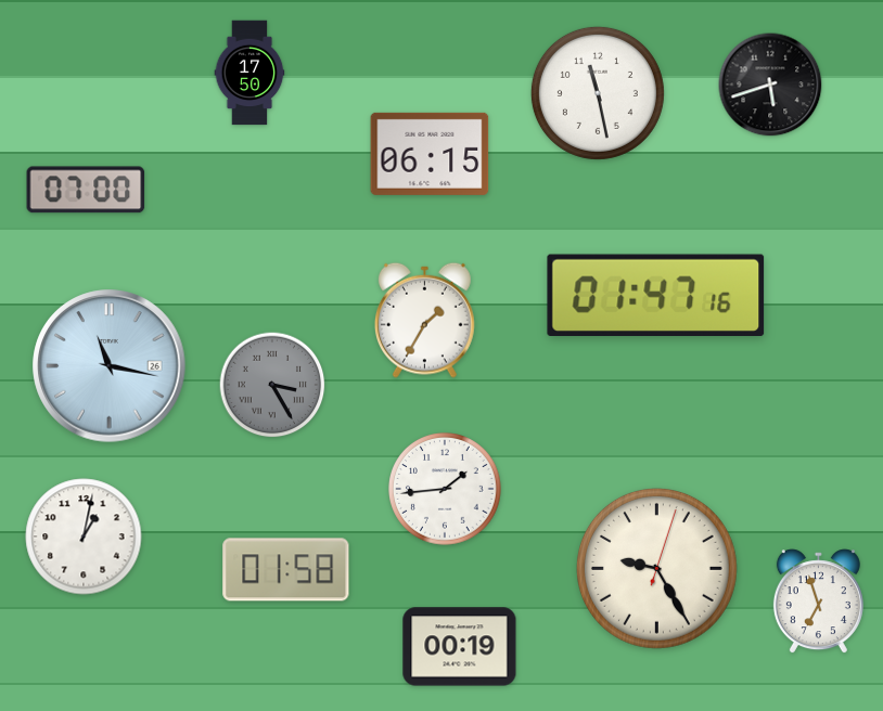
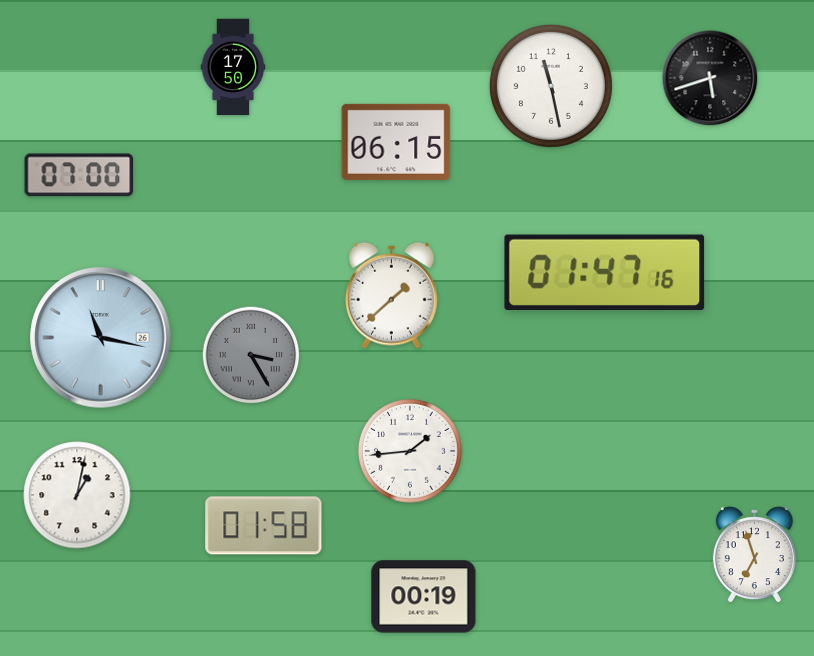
clock at (249, 73) position: (249, 73) -> (233, 67)
clock at (424, 320): 1:35 -> 1:38
clock at (656, 568): 9:25 -> none
